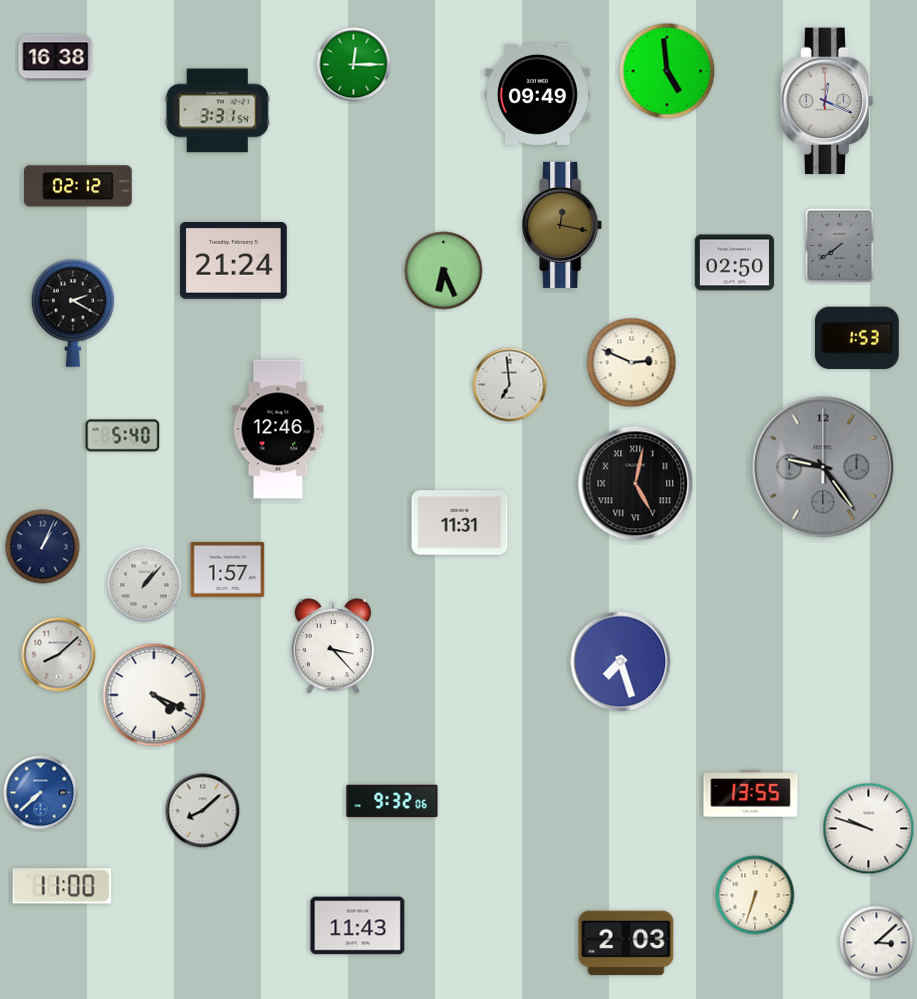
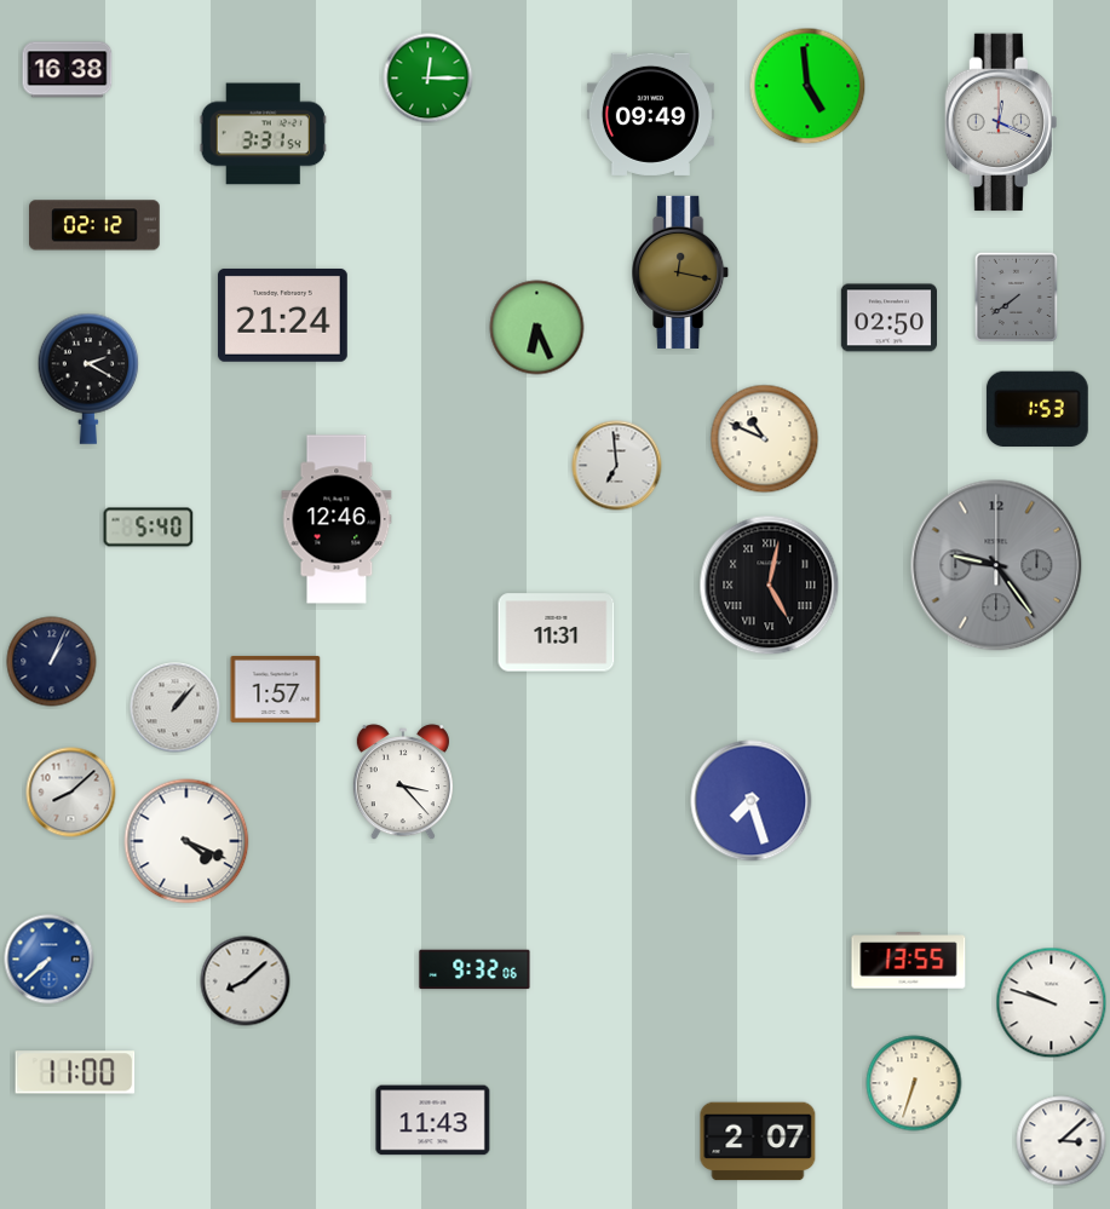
clock at (632, 363): 2:49 -> 10:49
clock at (626, 943): 2:03 -> 2:07
